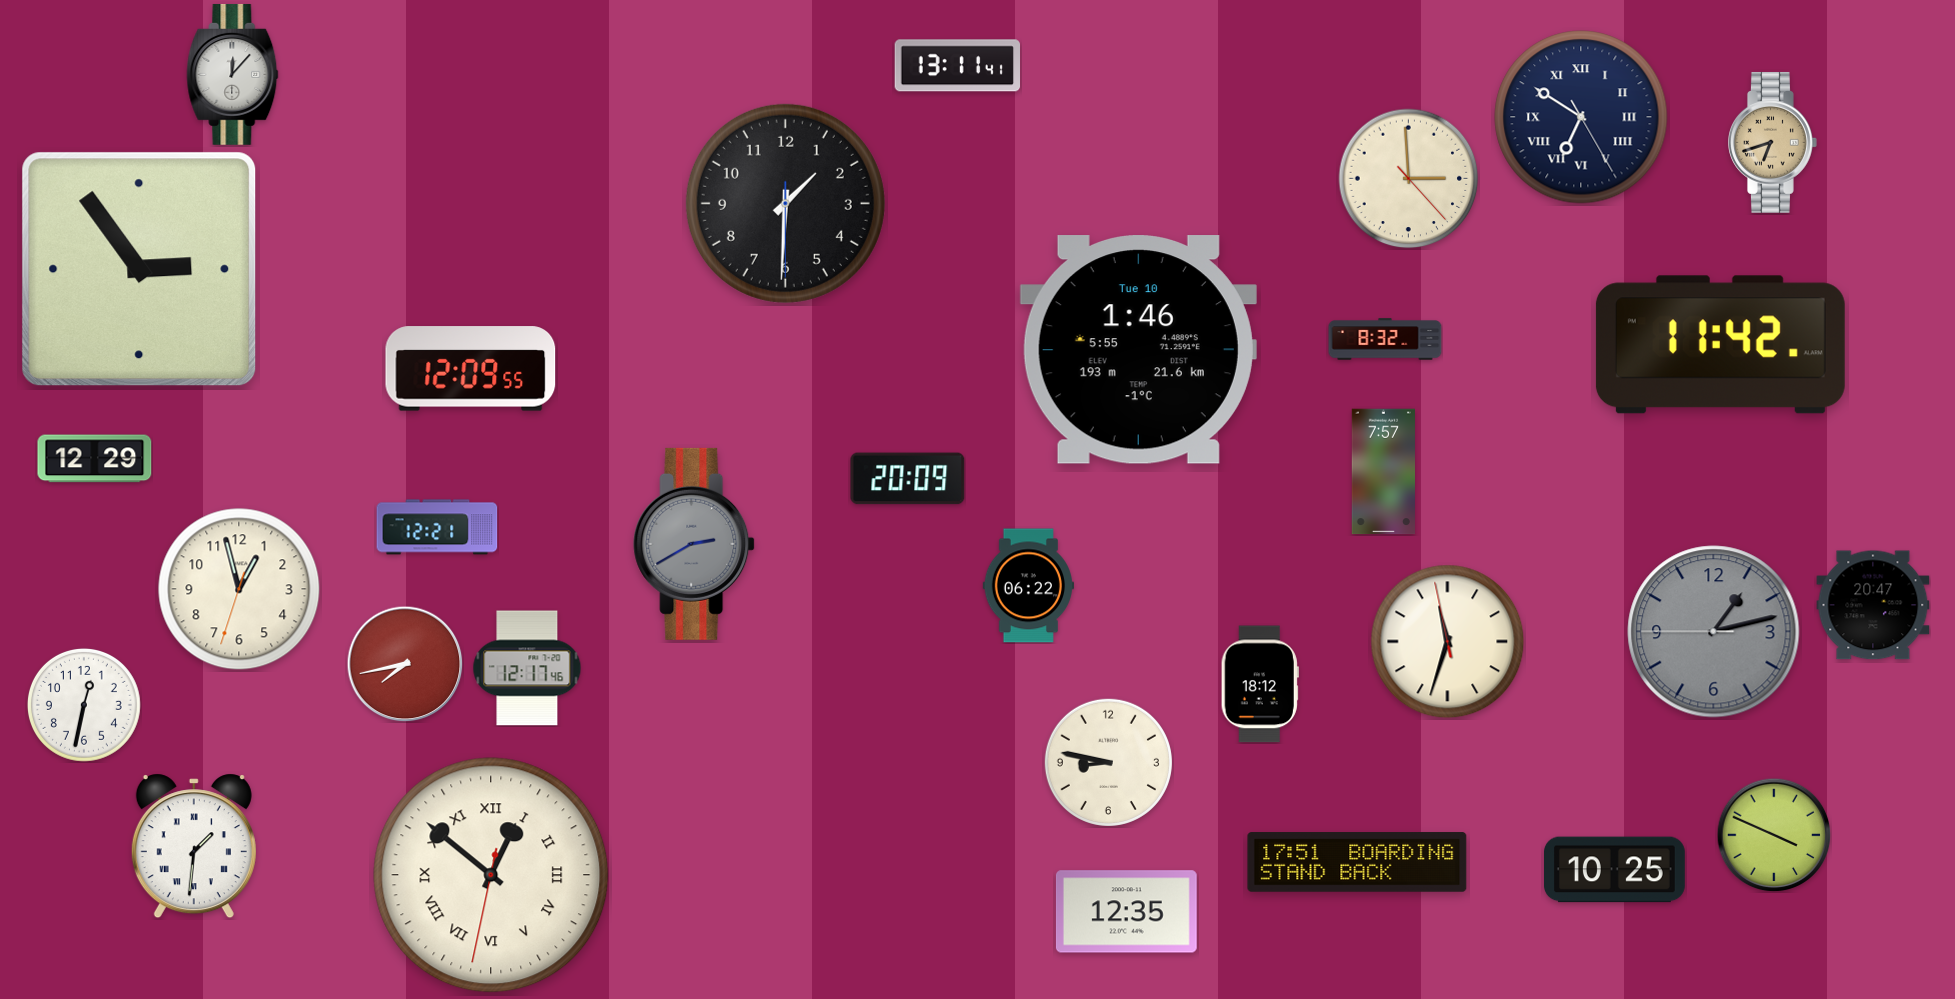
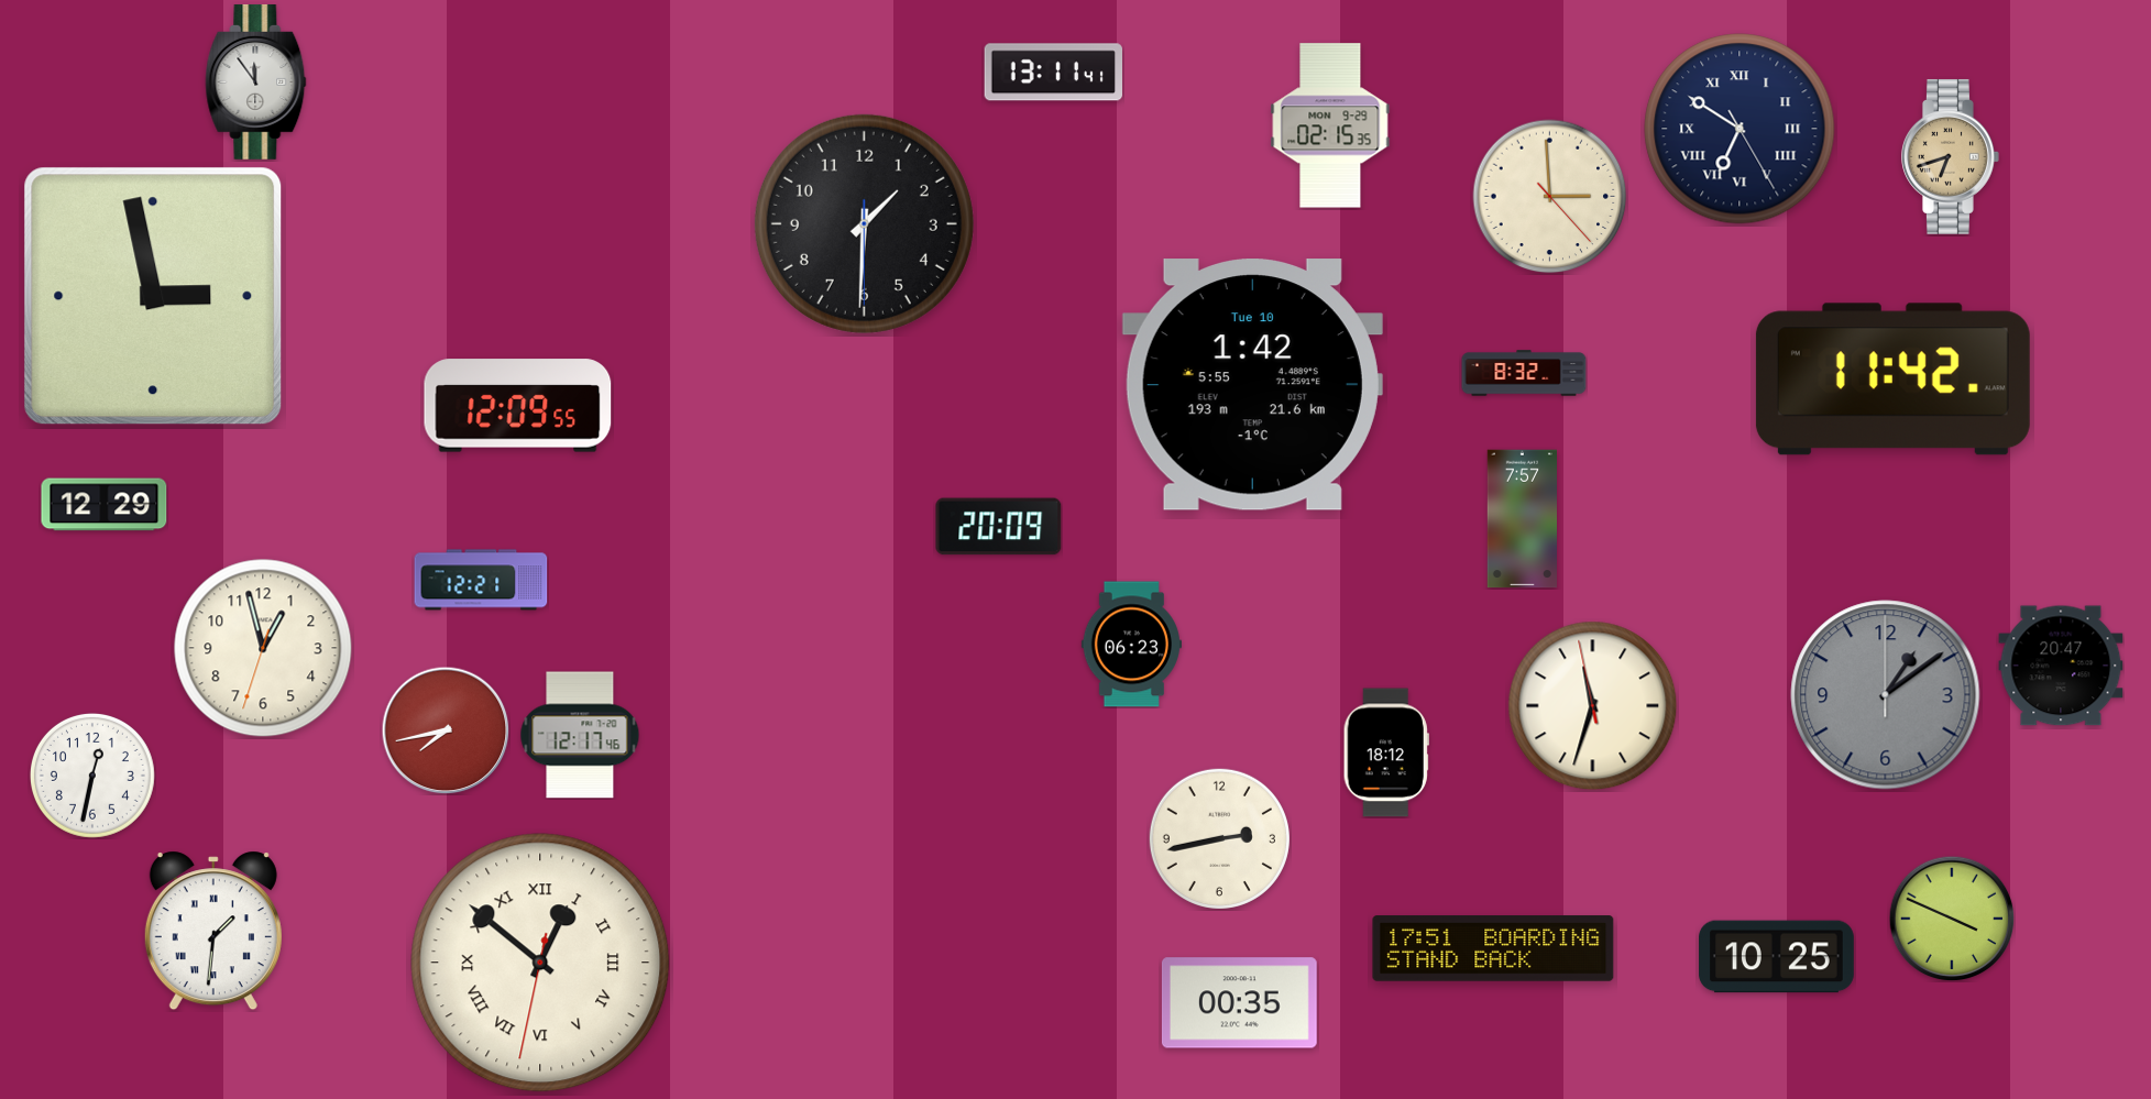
clock at (233, 74): 12:07 -> 11:54
clock at (1330, 125): none -> 02:15
clock at (139, 269): 2:54 -> 2:58
clock at (1138, 350): 1:46 -> 1:42
clock at (694, 544): 2:40 -> none
clock at (1028, 586): 06:22 -> 06:23
clock at (1714, 632): 1:12 -> 1:09
clock at (1108, 762): 8:47 -> 2:43
clock at (1126, 912): 12:35 -> 00:35
